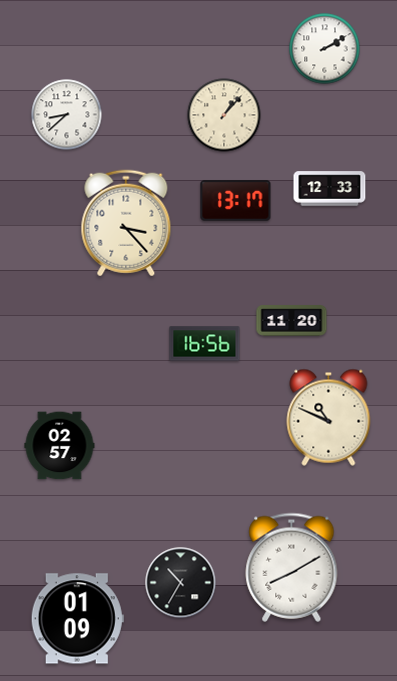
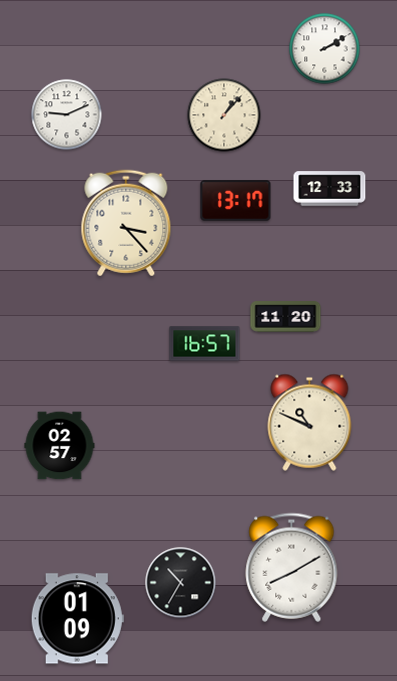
clock at (67, 115): 8:38 -> 9:11
clock at (292, 321) position: (292, 321) -> (286, 317)
clock at (205, 344): 16:56 -> 16:57
clock at (329, 417) position: (329, 417) -> (310, 422)
